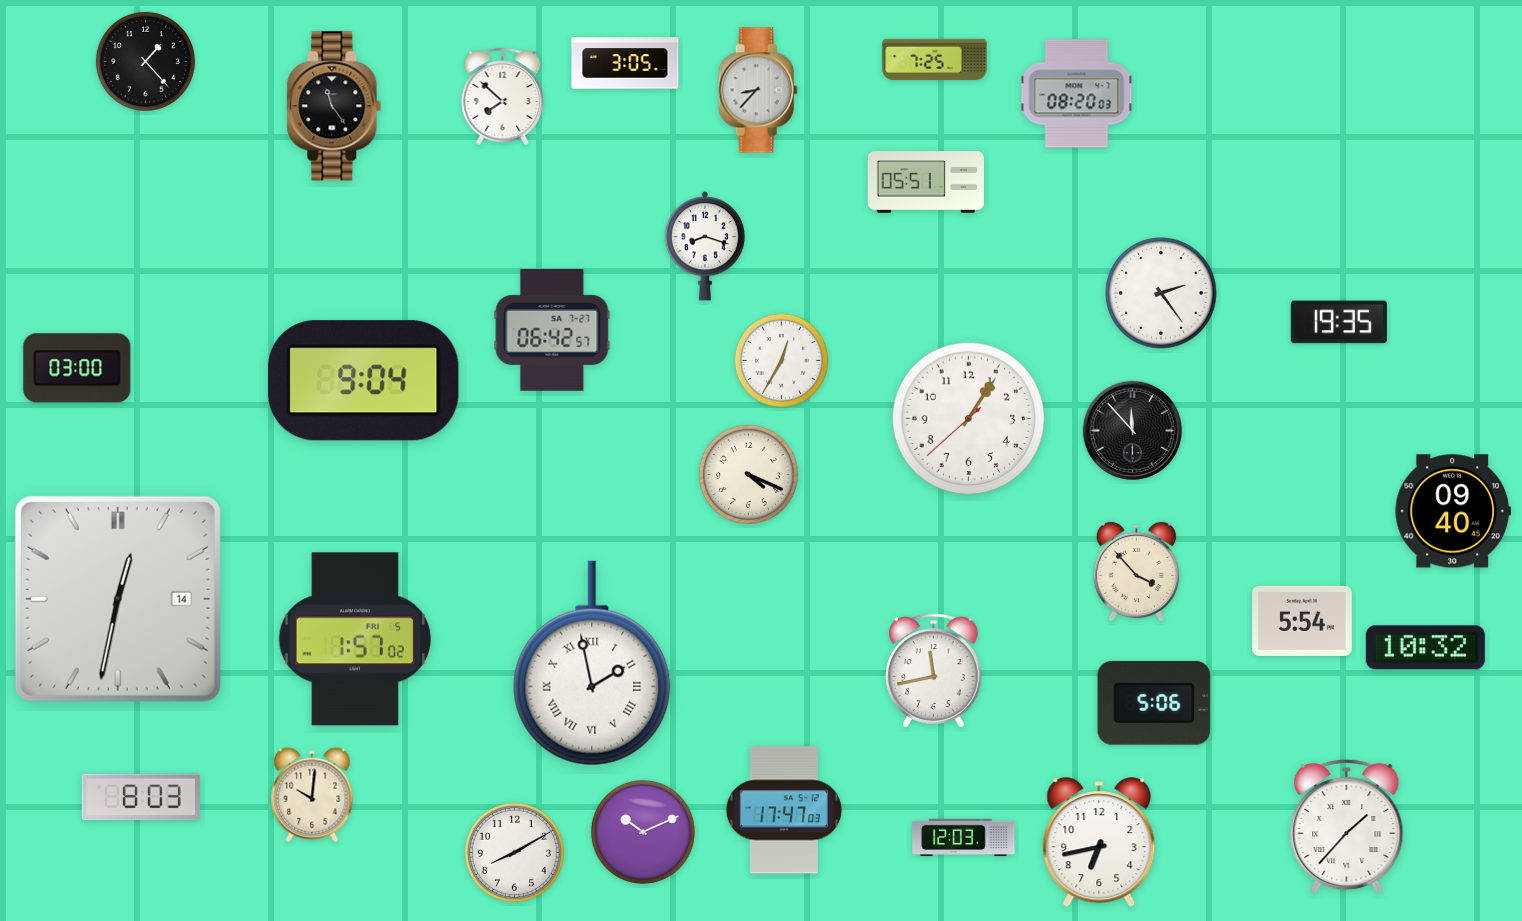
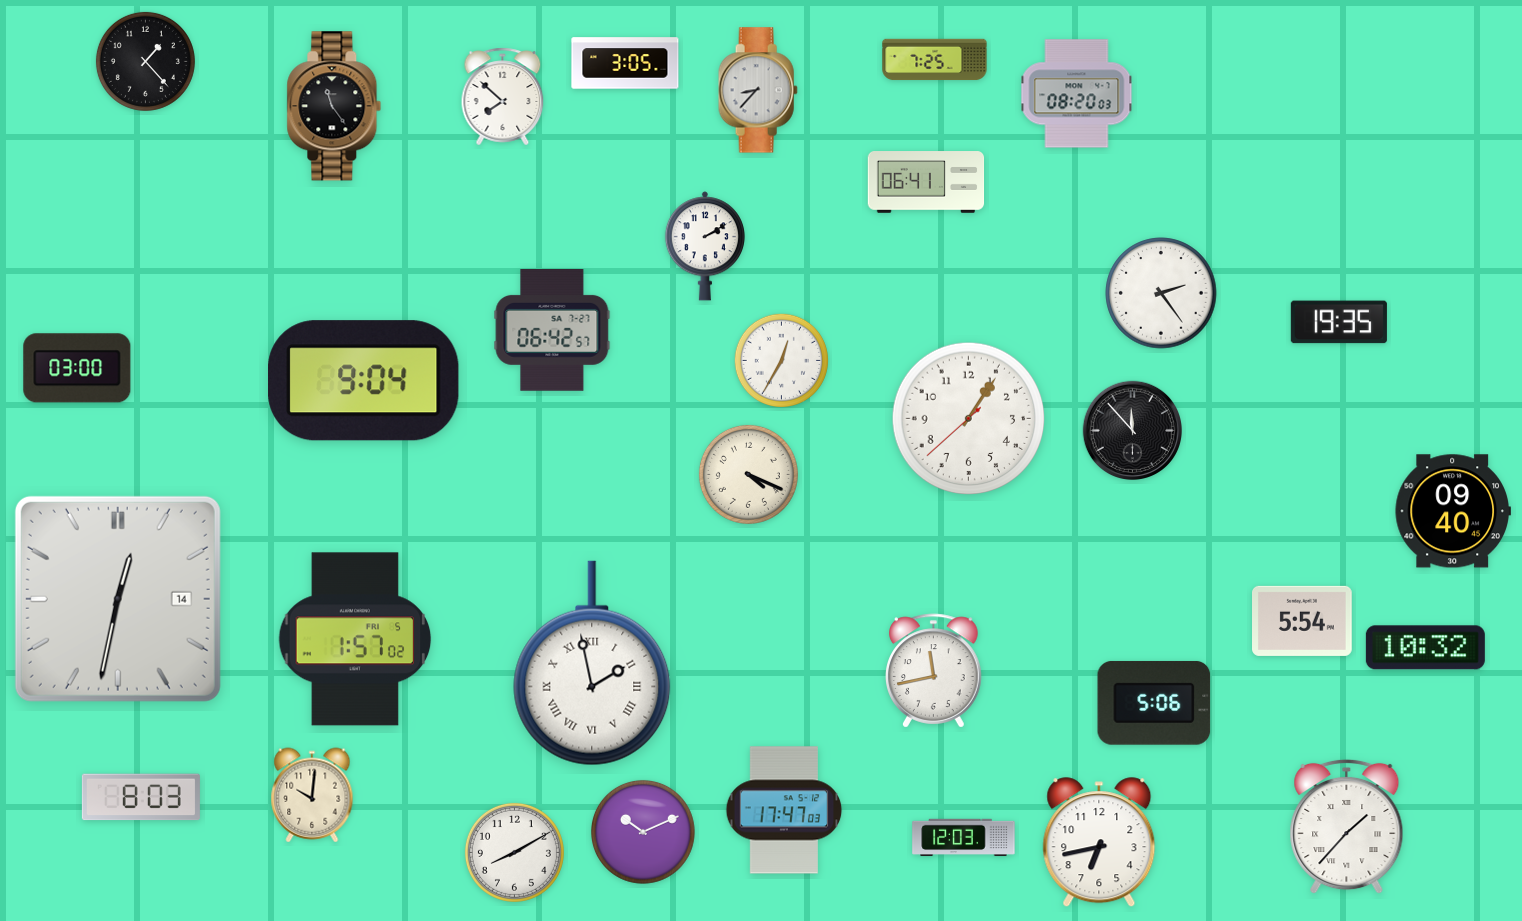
clock at (926, 182): 05:51 -> 06:41
clock at (705, 246): 8:18 -> 2:10
clock at (1137, 572): 3:53 -> none
